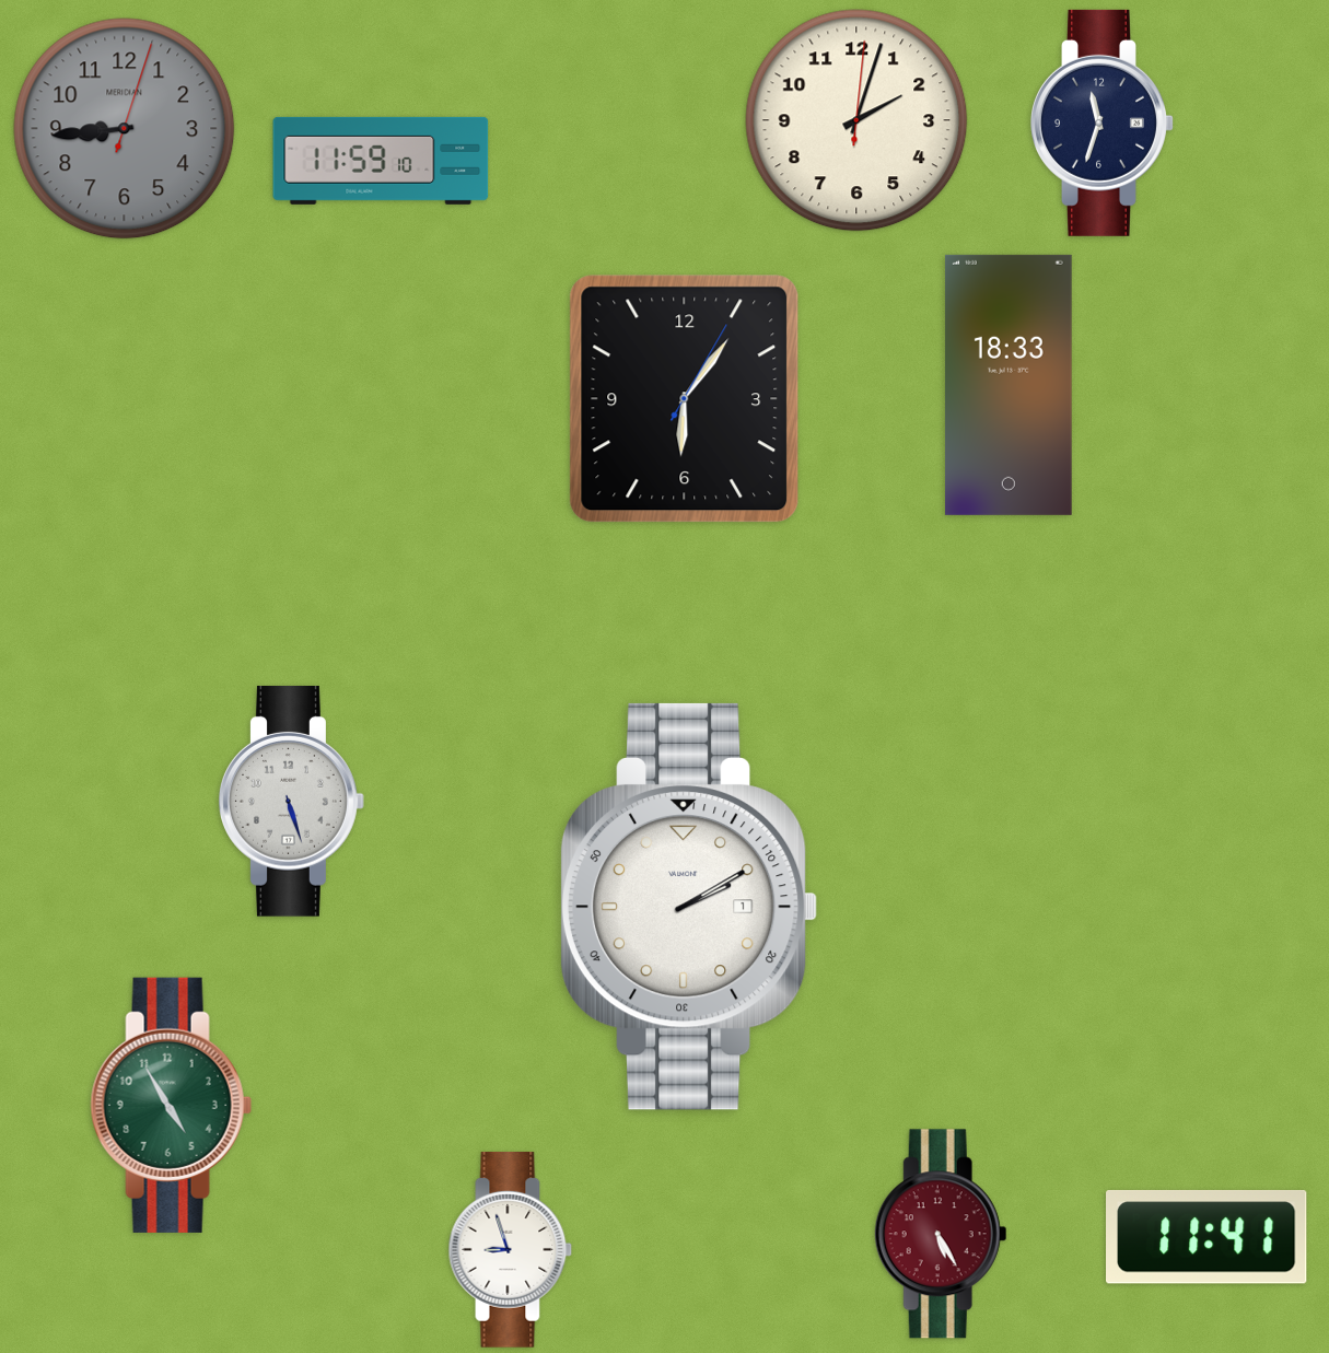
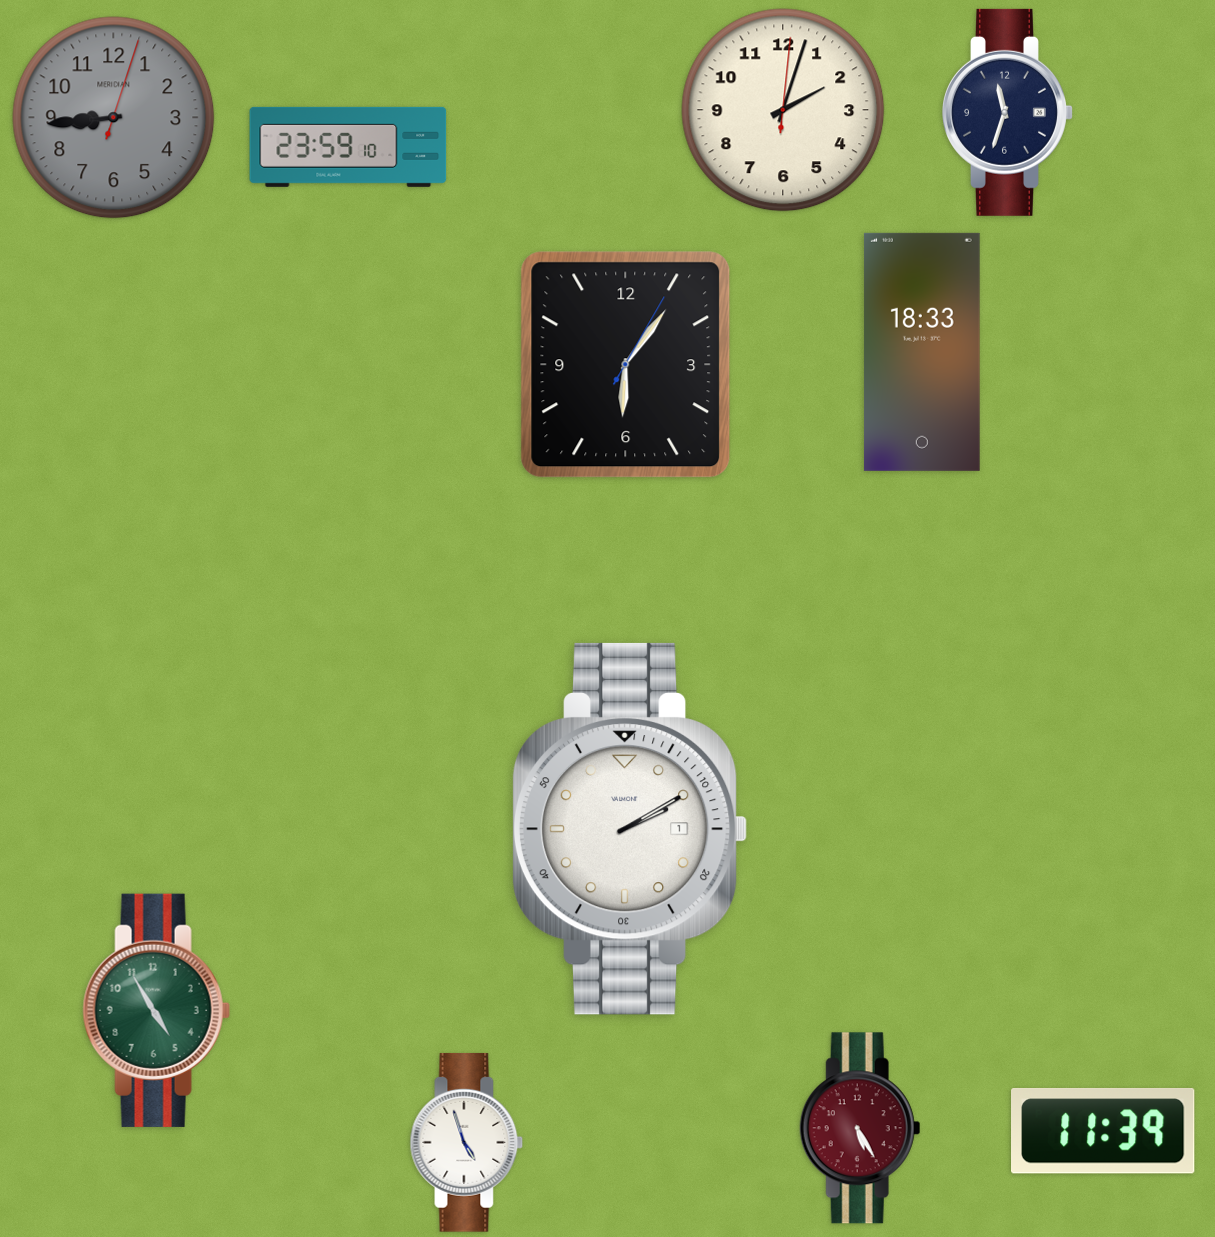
clock at (381, 161): 11:59 -> 23:59
clock at (292, 801): 5:27 -> none
clock at (1208, 1237): 11:41 -> 11:39
clock at (511, 1249): 8:57 -> 4:57
